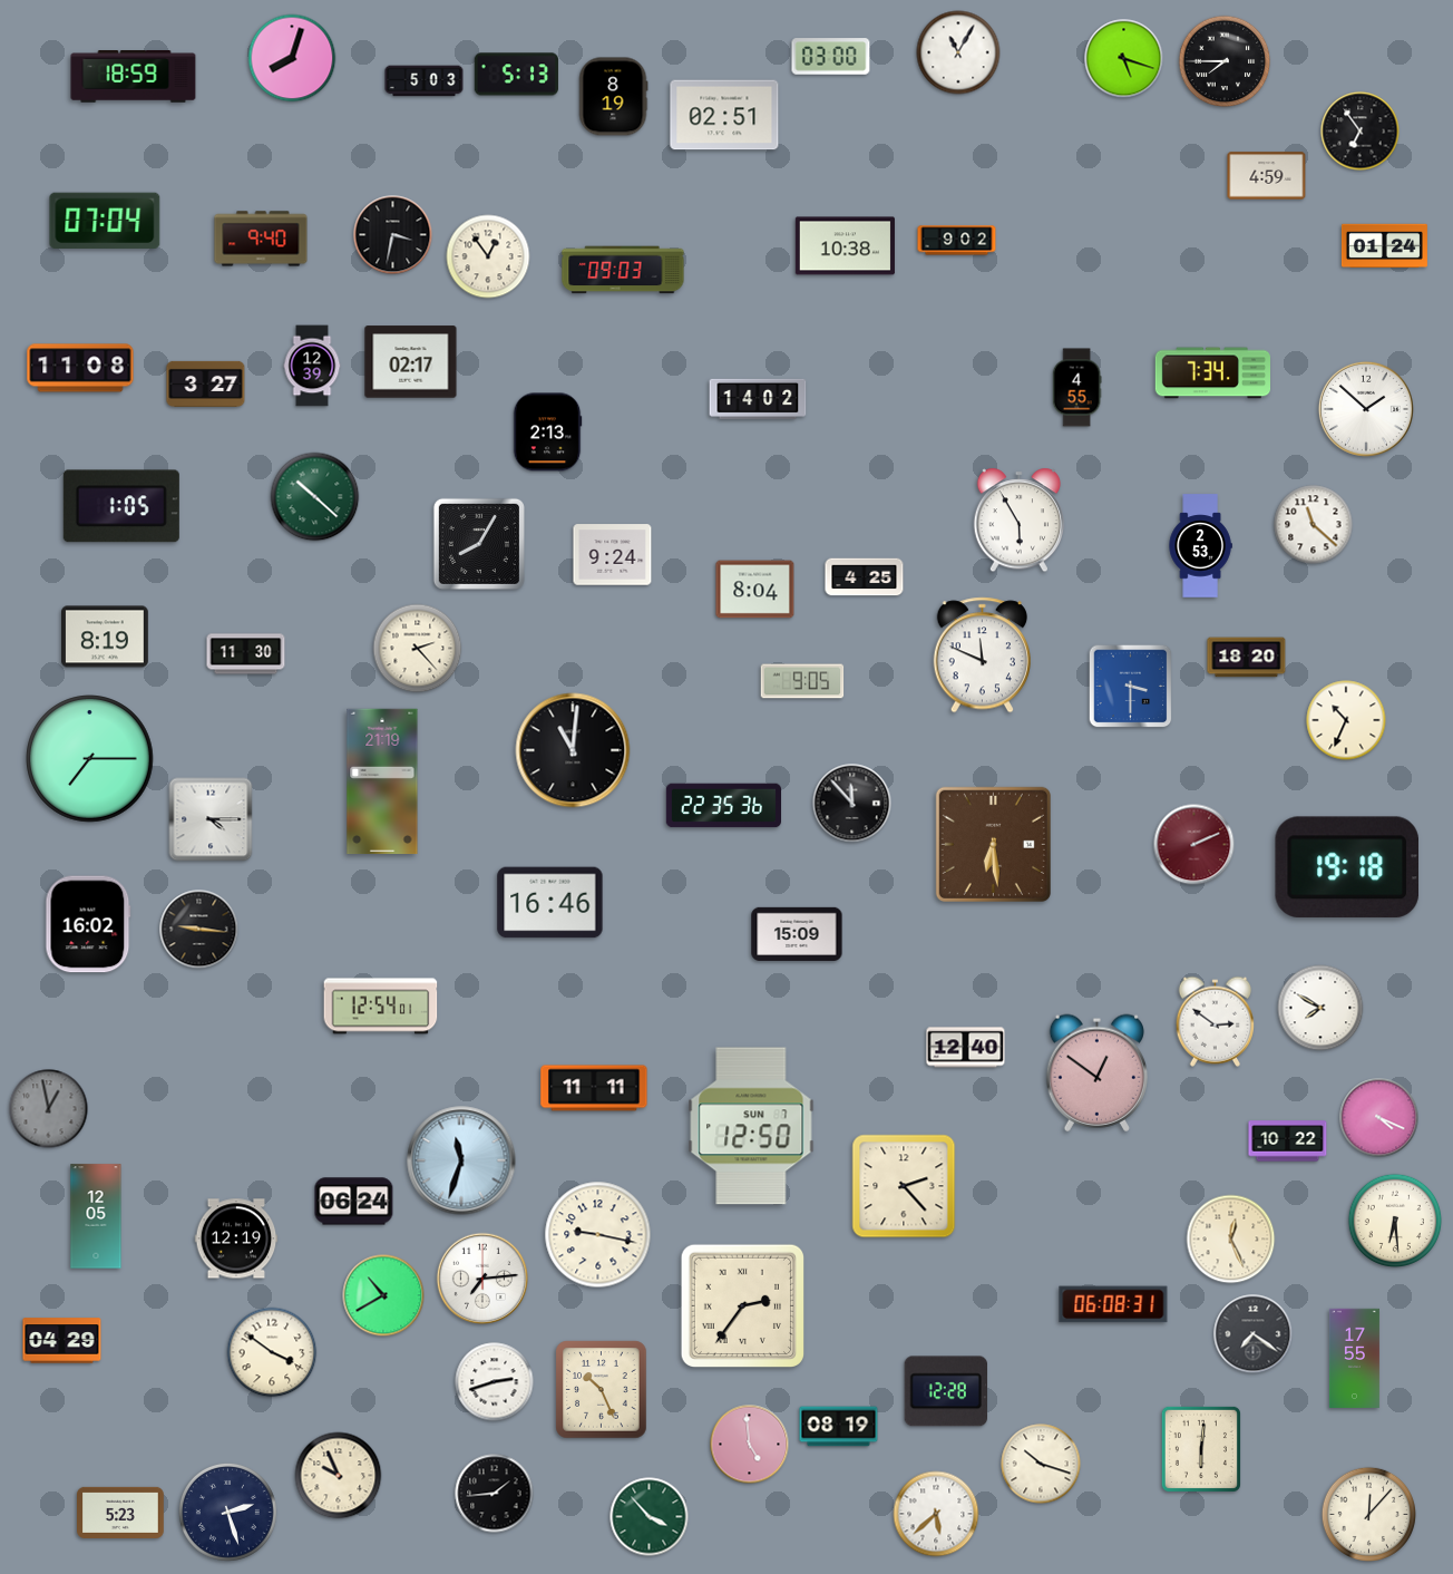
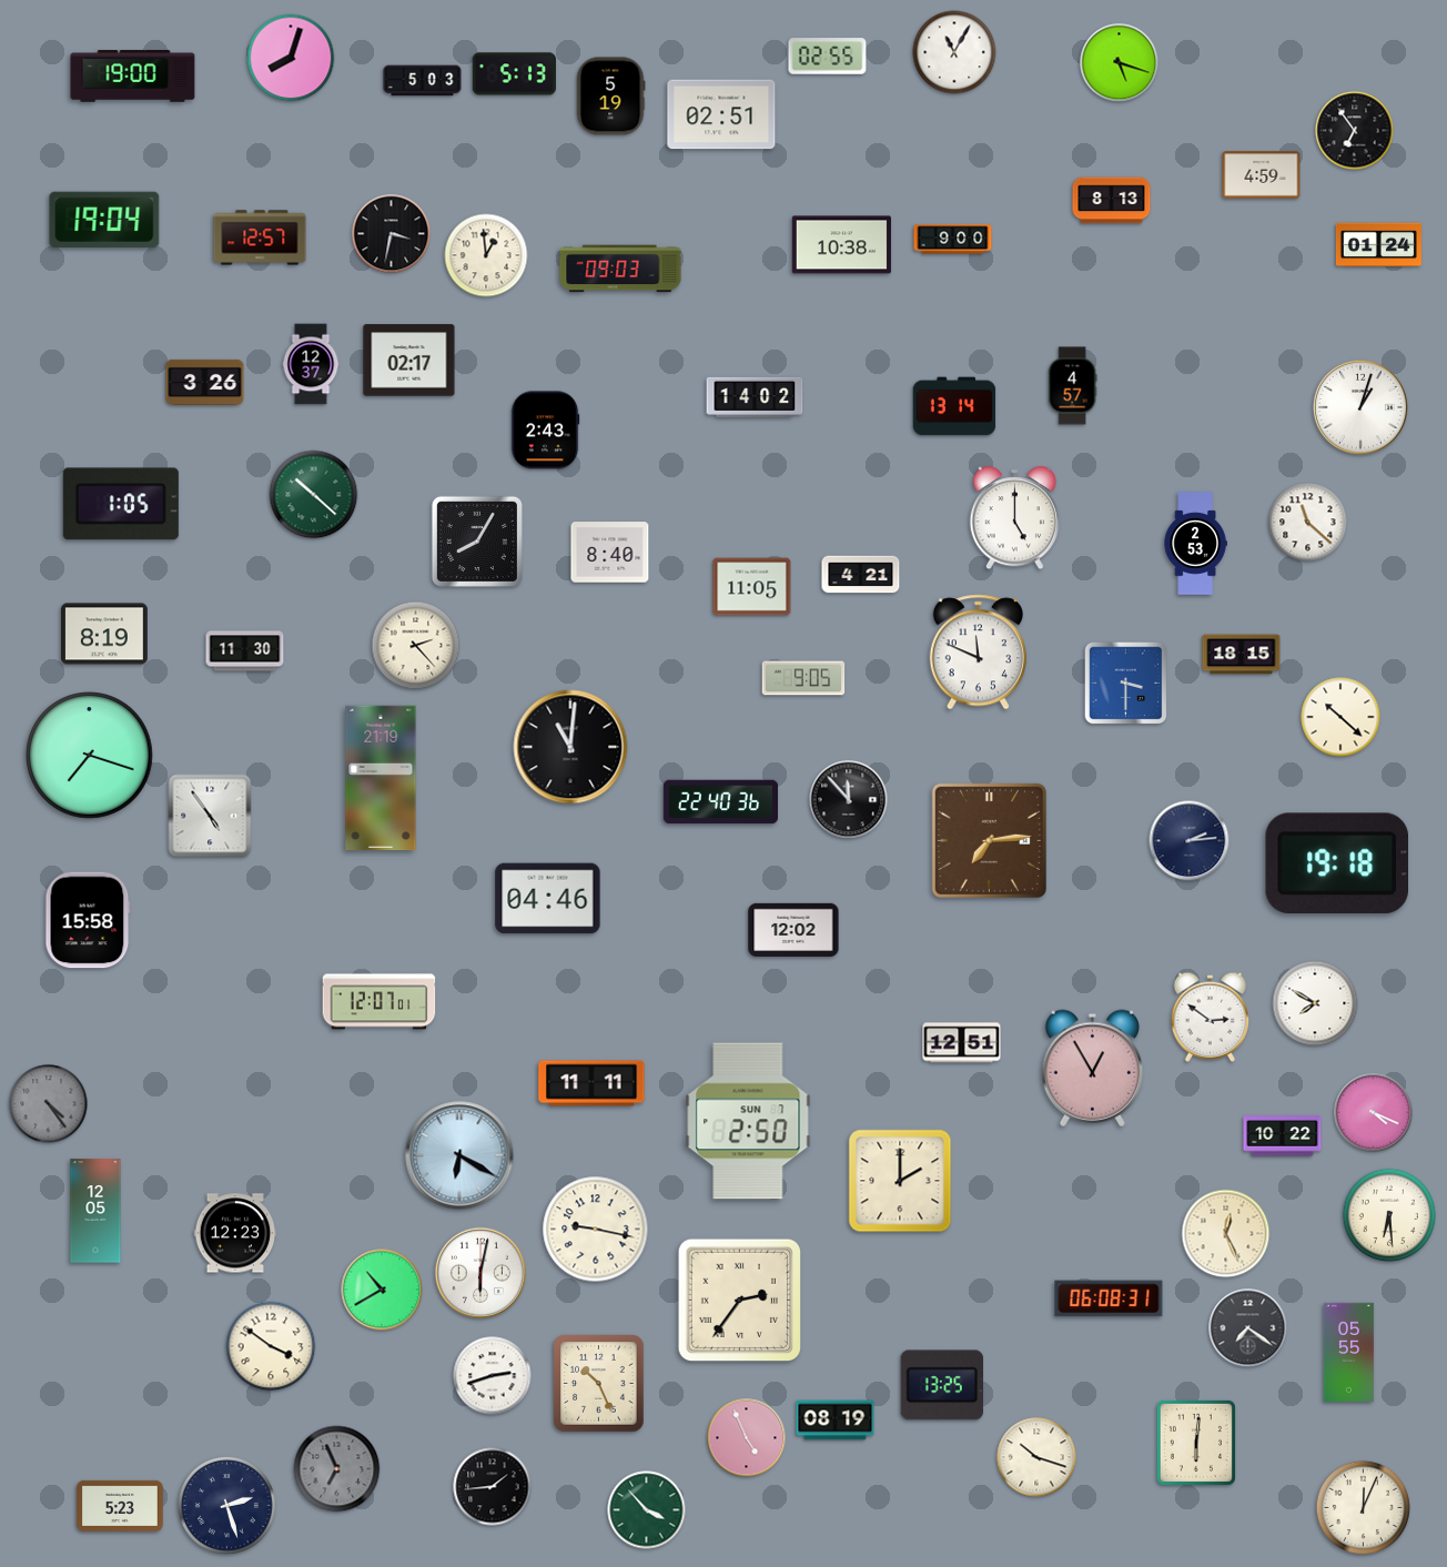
clock at (831, 57): 03:00 -> 02:55
clock at (1124, 59) position: (1124, 59) -> (1120, 63)
clock at (1225, 61): 7:45 -> none
clock at (134, 77): 18:59 -> 19:00
clock at (613, 97): 8:19 -> 5:19
clock at (1112, 201): none -> 8:13
clock at (105, 221): 07:04 -> 19:04
clock at (261, 239): 9:40 -> 12:57
clock at (957, 241): 9:02 -> 9:00
clock at (488, 256): 12:54 -> 12:59
clock at (312, 366): 12:39 -> 12:37
clock at (80, 368): 11:08 -> none
clock at (1212, 373): 7:34 -> none
clock at (206, 383): 3:27 -> 3:26
clock at (1076, 388): 4:55 -> 4:57
clock at (954, 406): none -> 13:14
clock at (1366, 409): 1:52 -> 1:03
clock at (547, 433): 2:13 -> 2:43
clock at (1018, 521): 5:55 -> 5:00
clock at (613, 555): 9:24 -> 8:40
clock at (865, 577): 4:25 -> 4:21
clock at (755, 590): 8:04 -> 11:05
clock at (1247, 658): 18:20 -> 18:15
clock at (802, 681) position: (802, 681) -> (803, 678)
clock at (1346, 720): 10:34 -> 10:22
clock at (90, 759): 7:15 -> 7:18
clock at (723, 806): 22:35 -> 22:40
clock at (211, 819): 4:15 -> 4:54
clock at (993, 844): 6:29 -> 7:14
clock at (1194, 845): 2:11 -> 2:14
clock at (1194, 845) dial: burgundy -> navy
clock at (1347, 867) position: (1347, 867) -> (1337, 863)
clock at (550, 903): 16:46 -> 04:46
clock at (88, 924): 16:02 -> 15:58
clock at (199, 930): 9:16 -> none
clock at (797, 934): 15:09 -> 12:02
clock at (381, 1007): 12:54 -> 12:07
clock at (966, 1048): 12:40 -> 12:51
clock at (1096, 1072): 12:51 -> 12:55
clock at (49, 1109): 12:58 -> 4:24
clock at (751, 1126): 12:50 -> 2:50
clock at (461, 1160): 11:33 -> 6:20
clock at (904, 1186): 2:23 -> 2:00
clock at (354, 1202): 06:24 -> none
clock at (236, 1238): 12:19 -> 12:23
clock at (481, 1277): 7:14 -> 6:02
clock at (62, 1341): 04:29 -> none
clock at (1354, 1359): 17:55 -> 05:55
clock at (945, 1391): 12:28 -> 13:25
clock at (750, 1445): 4:59 -> 4:56
clock at (339, 1476): 9:56 -> 6:56
clock at (339, 1476) dial: cream -> grey
clock at (936, 1514): 5:38 -> none
clock at (1368, 1514): 12:07 -> 12:04
